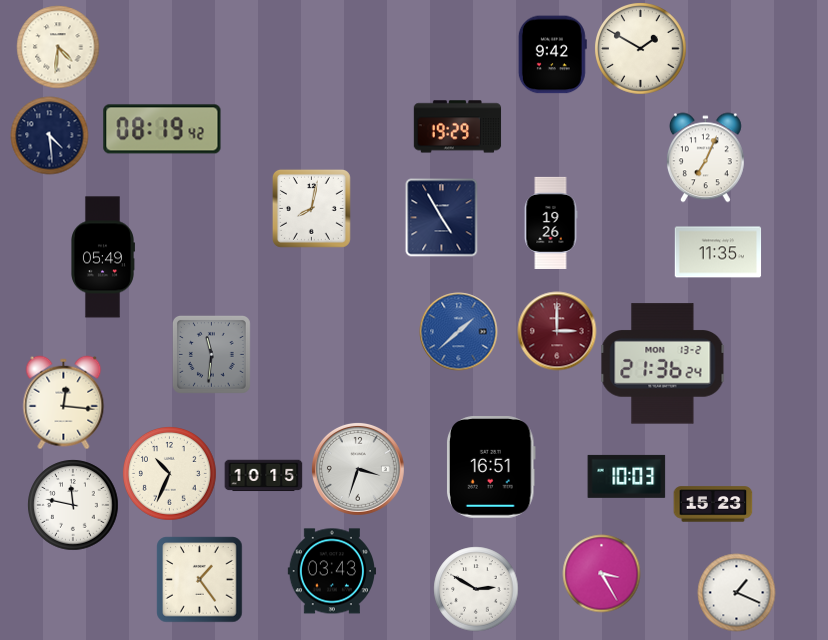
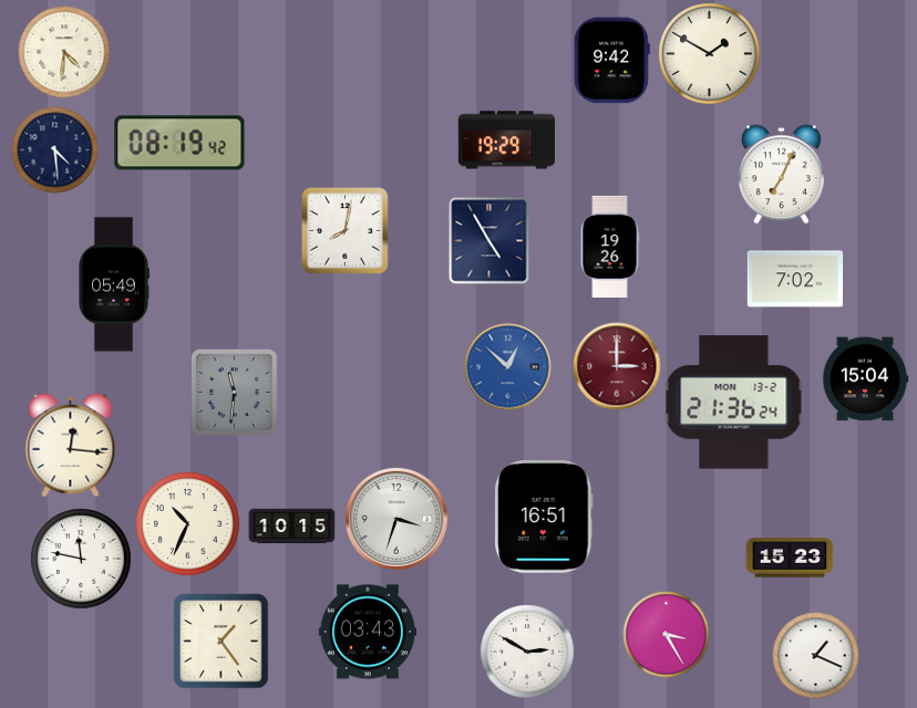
clock at (718, 252): 11:35 -> 7:02
clock at (458, 331): 1:38 -> 12:52
clock at (865, 379): none -> 15:04
clock at (626, 476): 10:03 -> none
